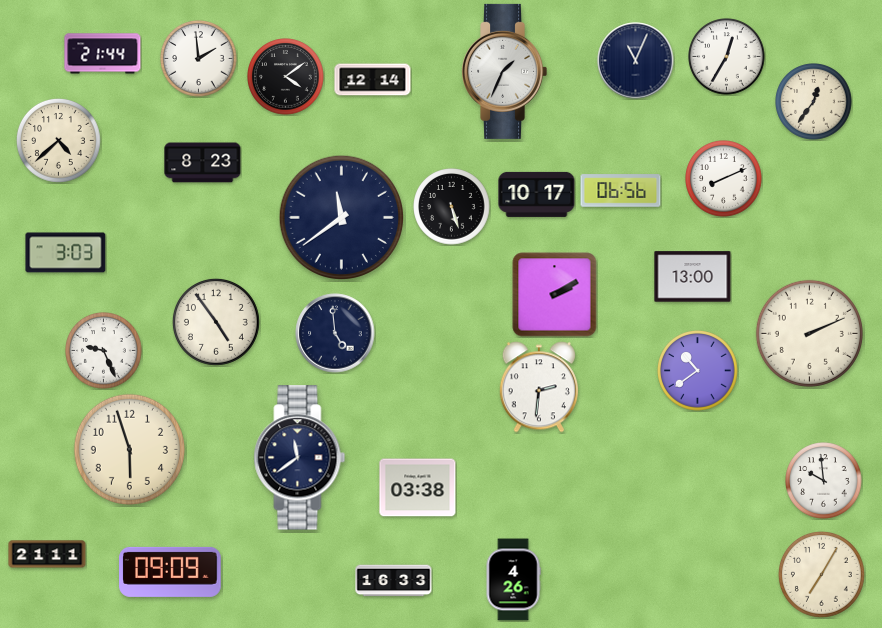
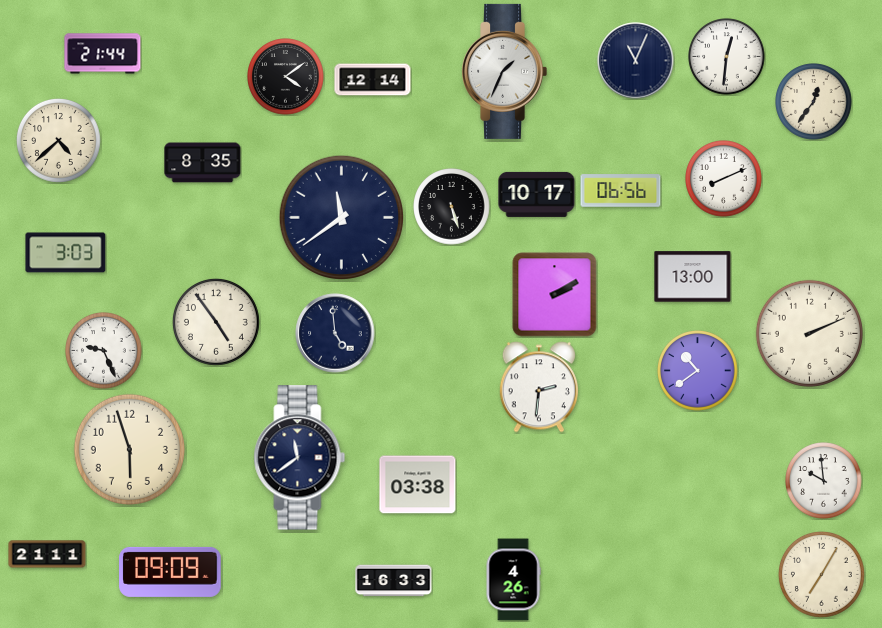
clock at (727, 57): 12:35 -> 12:31
clock at (199, 59): 1:59 -> none
clock at (203, 163): 8:23 -> 8:35
clock at (418, 488) position: (418, 488) -> (418, 485)
